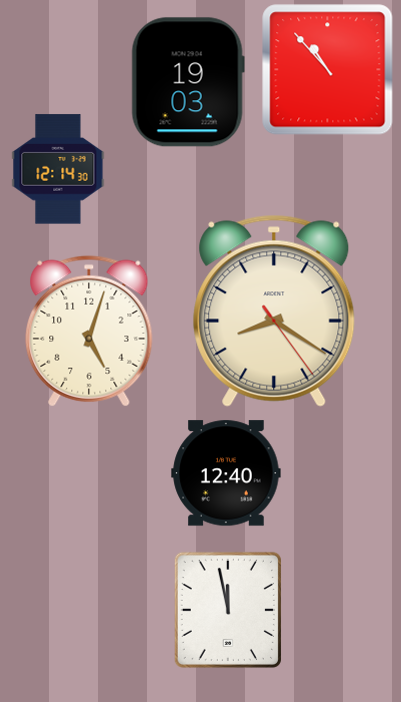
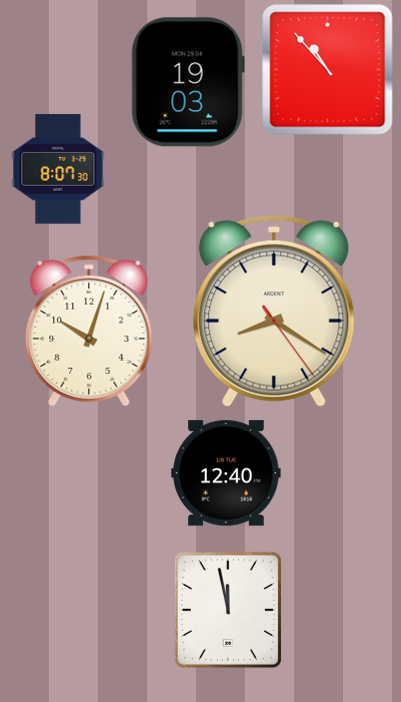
clock at (58, 169): 12:14 -> 8:07
clock at (89, 331): 5:03 -> 10:03
